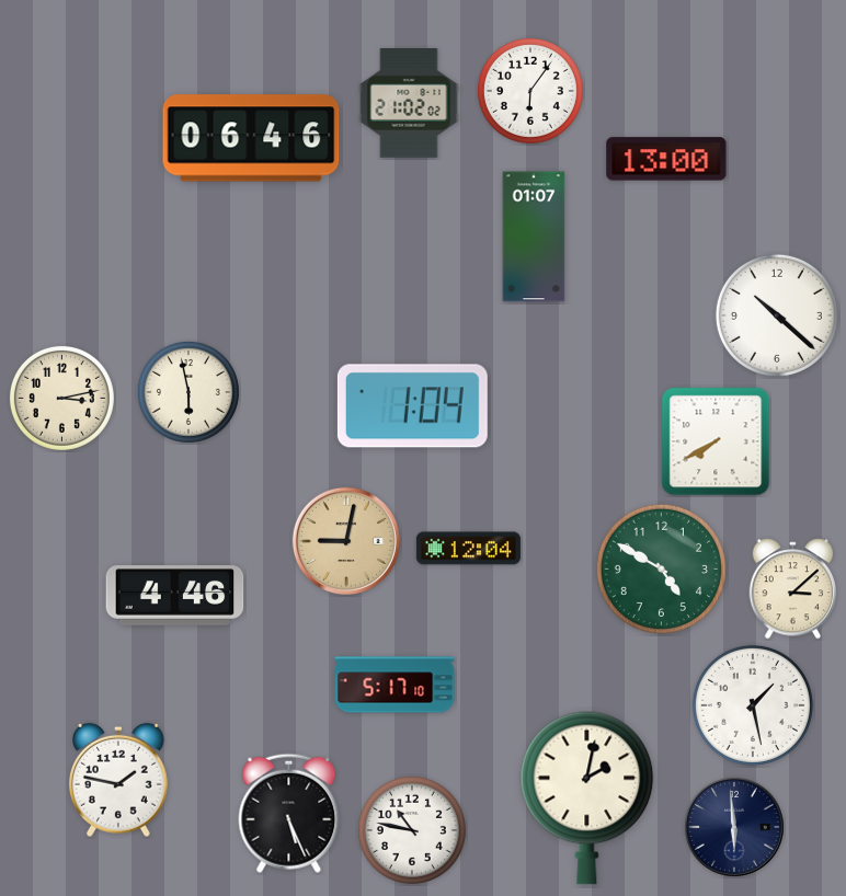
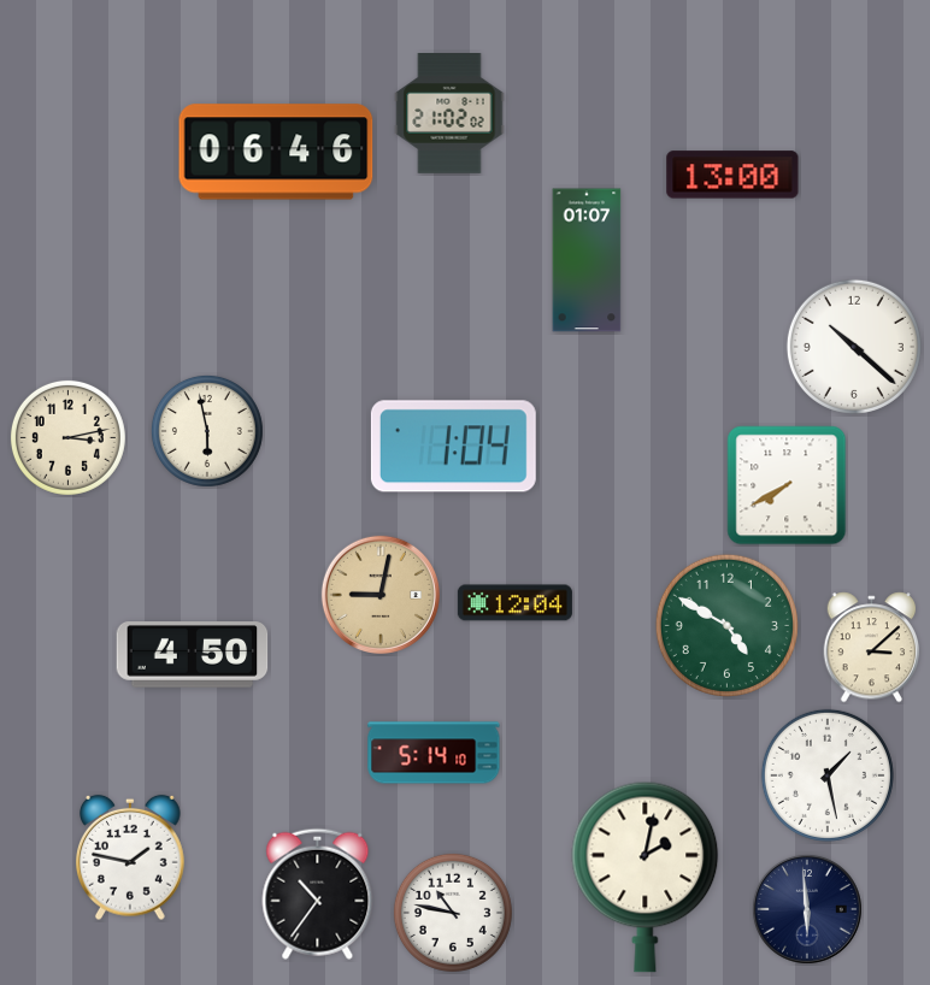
clock at (530, 91): 6:06 -> none
clock at (175, 596): 4:46 -> 4:50
clock at (395, 685): 5:17 -> 5:14
clock at (289, 813): 5:26 -> 10:36
